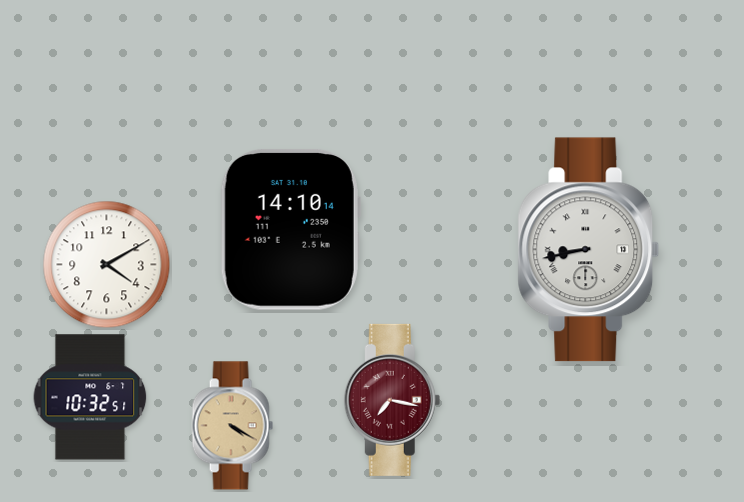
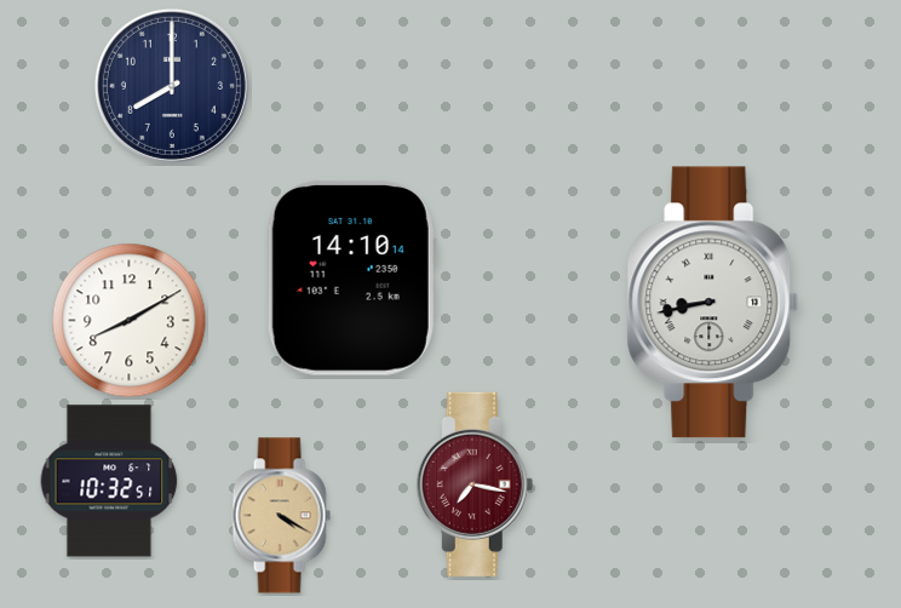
clock at (172, 86): none -> 8:00
clock at (107, 265): 4:10 -> 8:10
